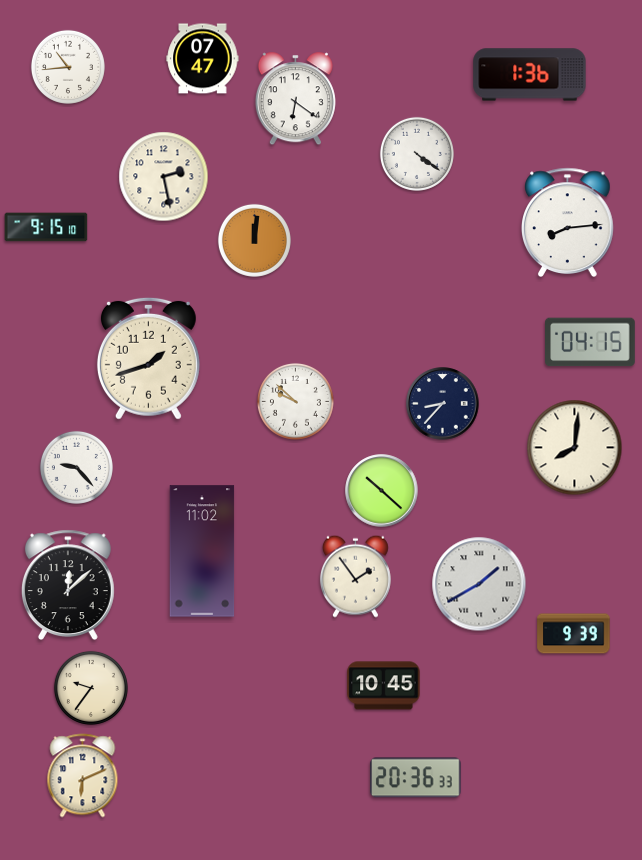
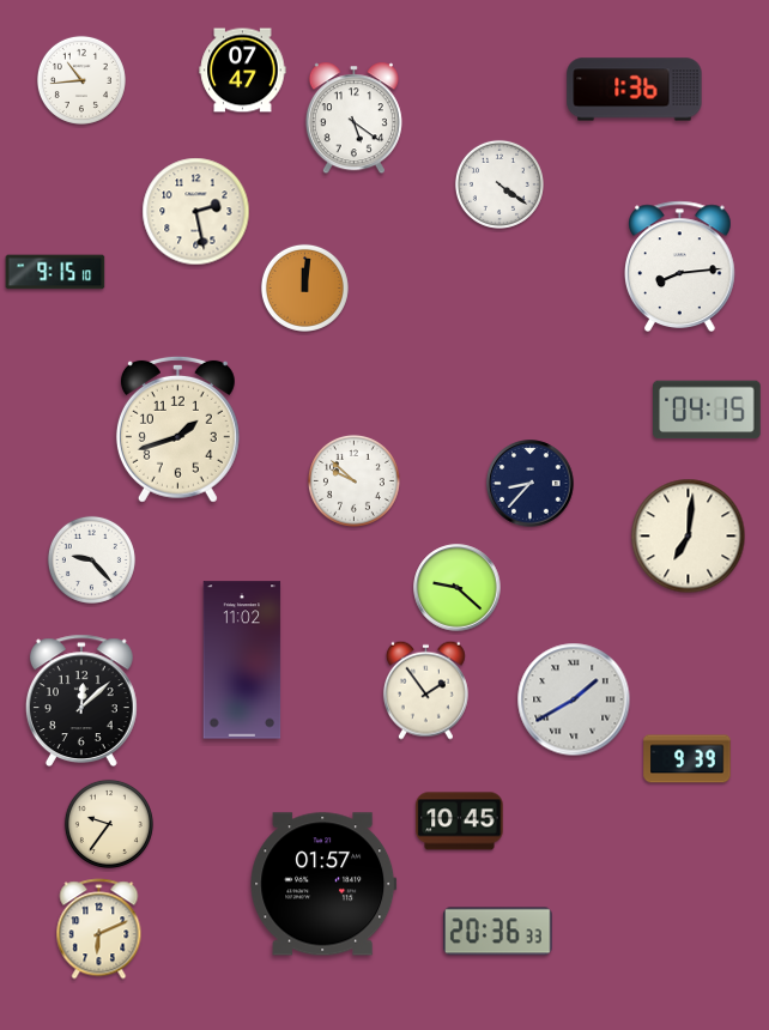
clock at (295, 99): 6:21 -> 5:21
clock at (575, 448): 8:01 -> 7:01
clock at (382, 491): 10:22 -> 9:22
clock at (323, 884): none -> 01:57
